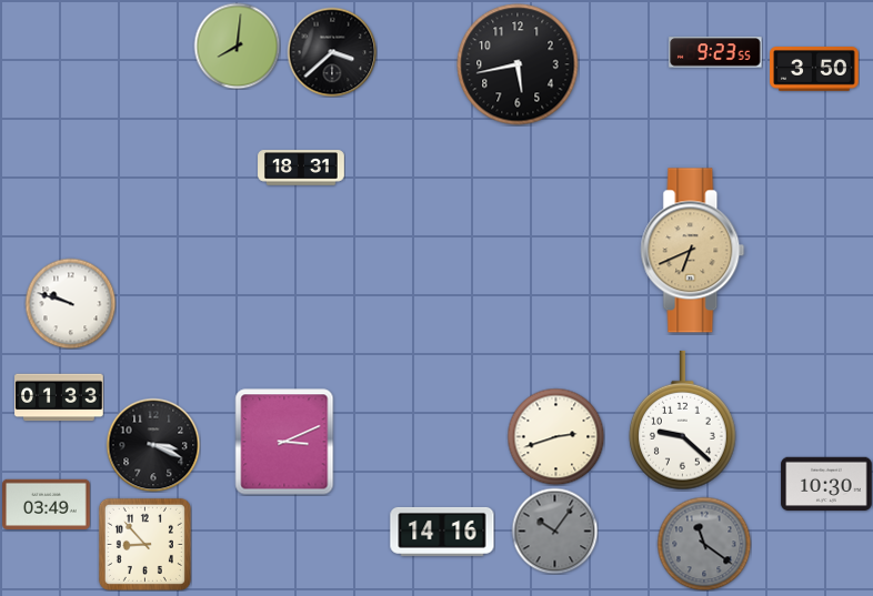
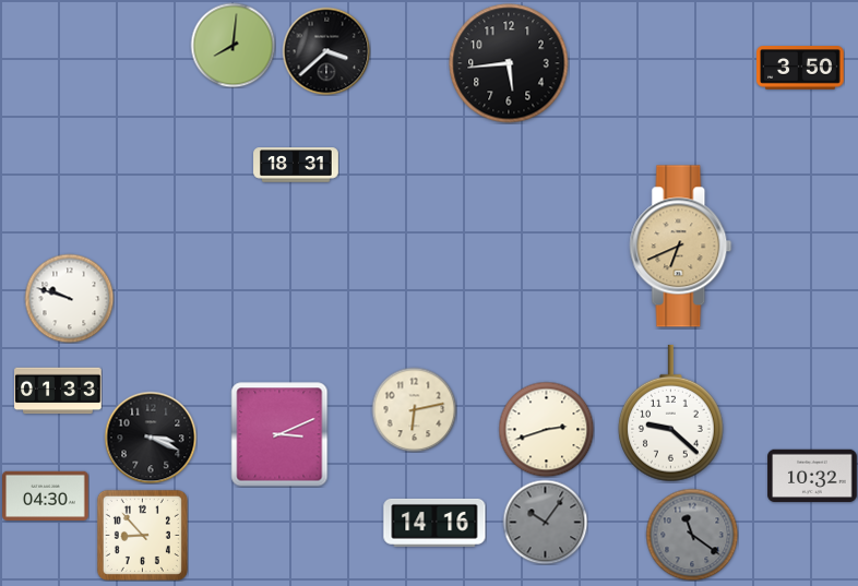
clock at (715, 52): 9:23 -> none
clock at (518, 64): 5:43 -> 5:44
clock at (414, 409): none -> 6:13
clock at (826, 484): 10:30 -> 10:32
clock at (47, 504): 03:49 -> 04:30
